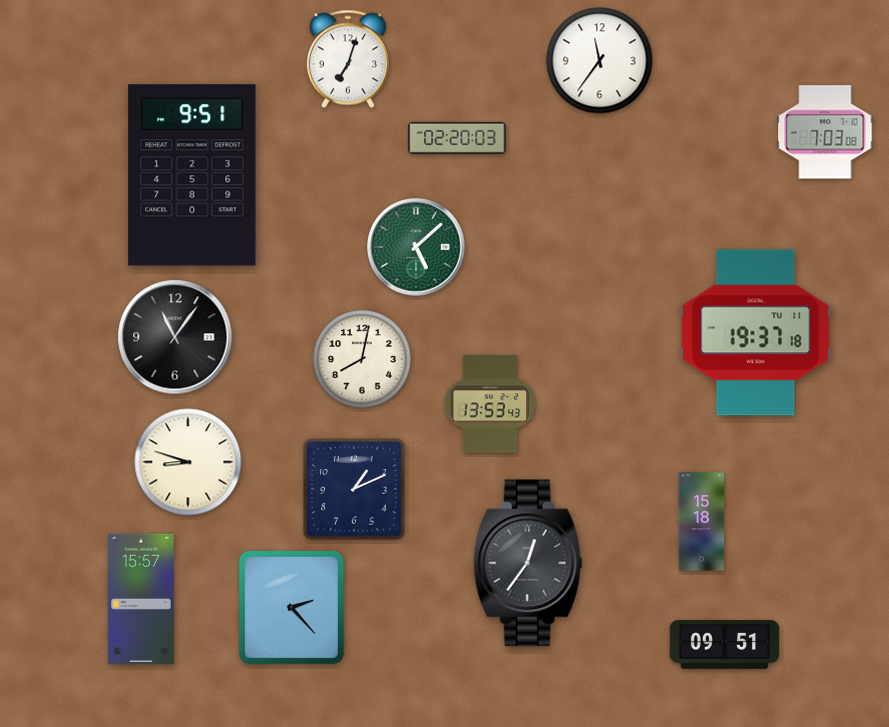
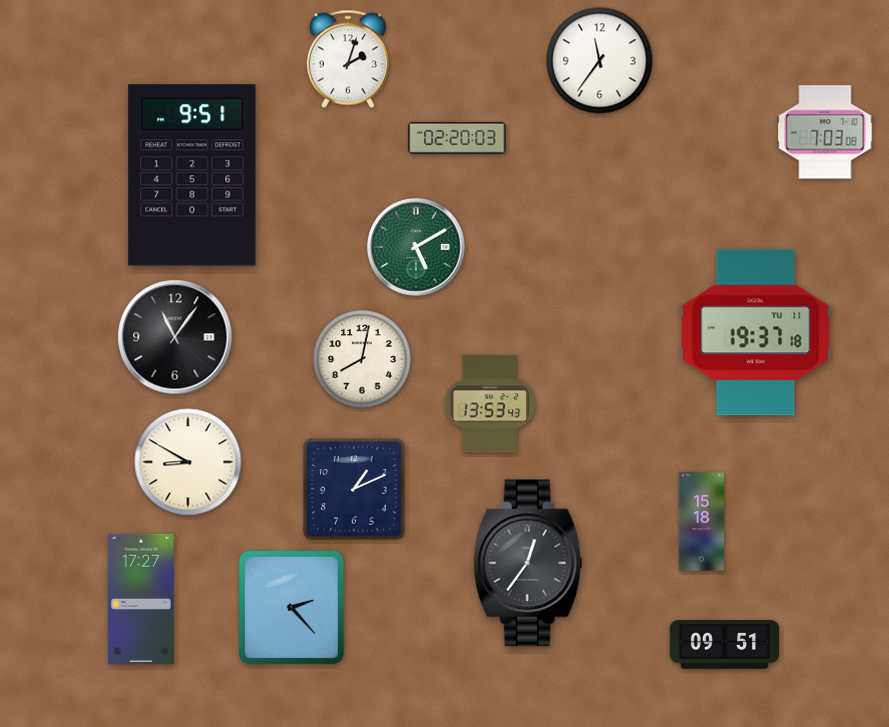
clock at (348, 59): 7:03 -> 2:03
clock at (416, 247): 5:08 -> 5:10
clock at (188, 462): 8:48 -> 8:50
clock at (141, 598): 15:57 -> 17:27
